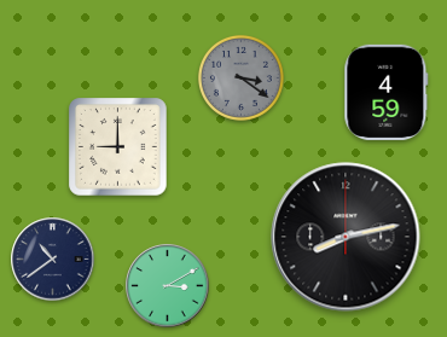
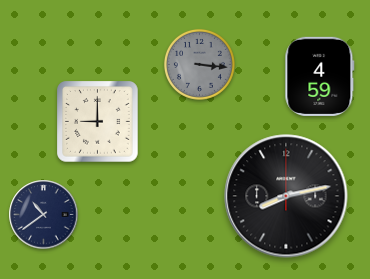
clock at (240, 77): 3:21 -> 3:16
clock at (168, 286): 3:10 -> none
